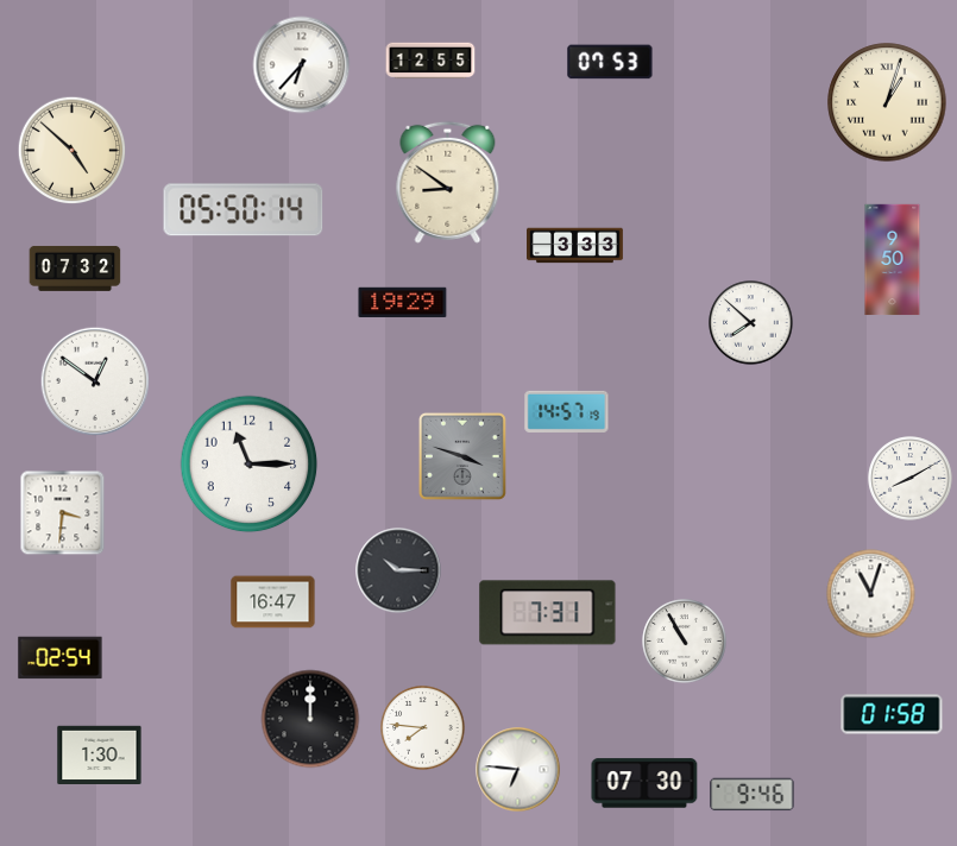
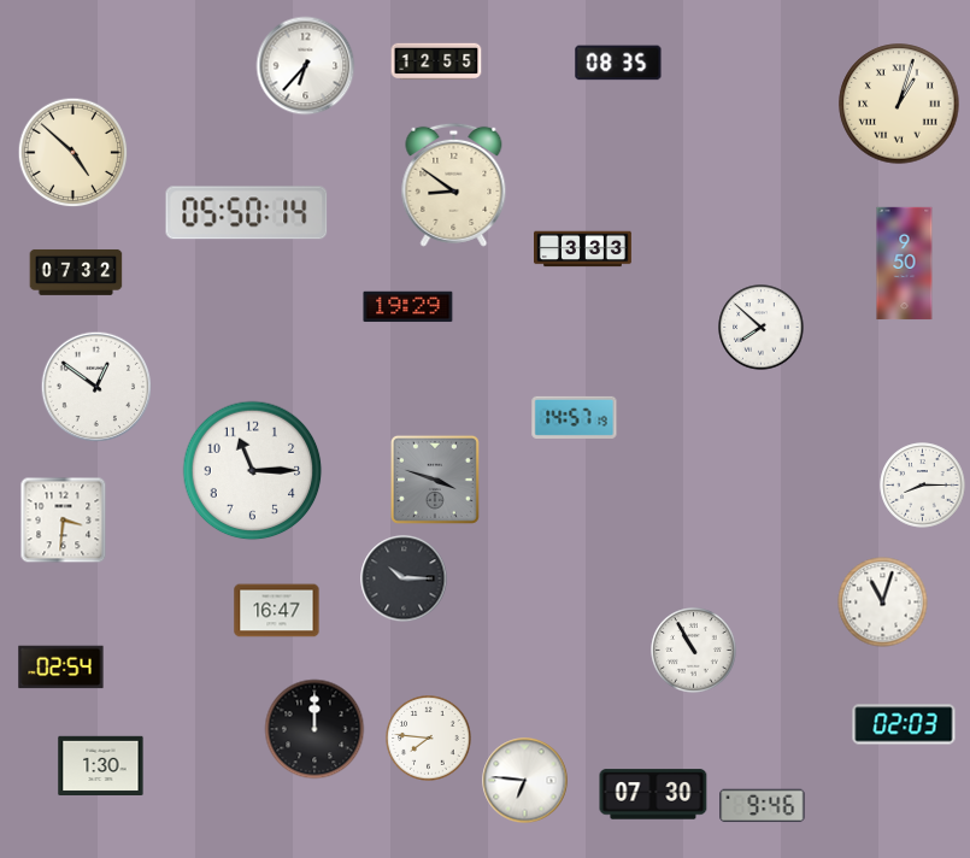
clock at (610, 62): 07:53 -> 08:35
clock at (462, 456) position: (462, 456) -> (435, 480)
clock at (911, 479): 8:10 -> 8:15
clock at (548, 613): 7:31 -> none
clock at (892, 714): 01:58 -> 02:03
